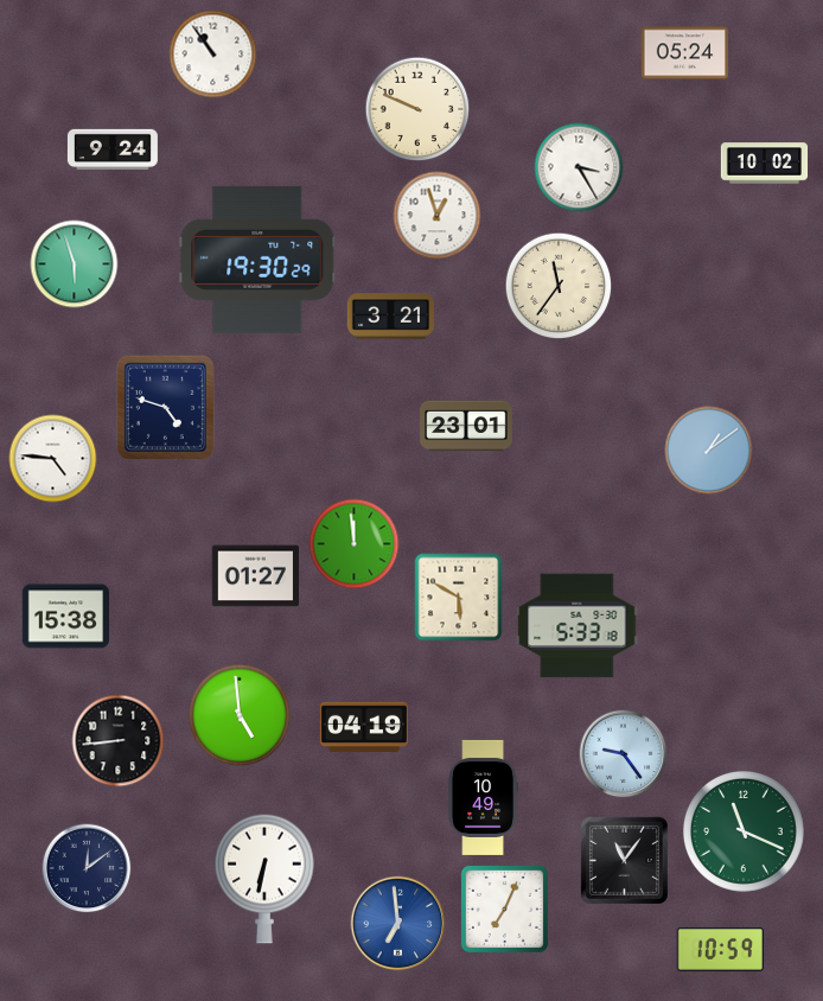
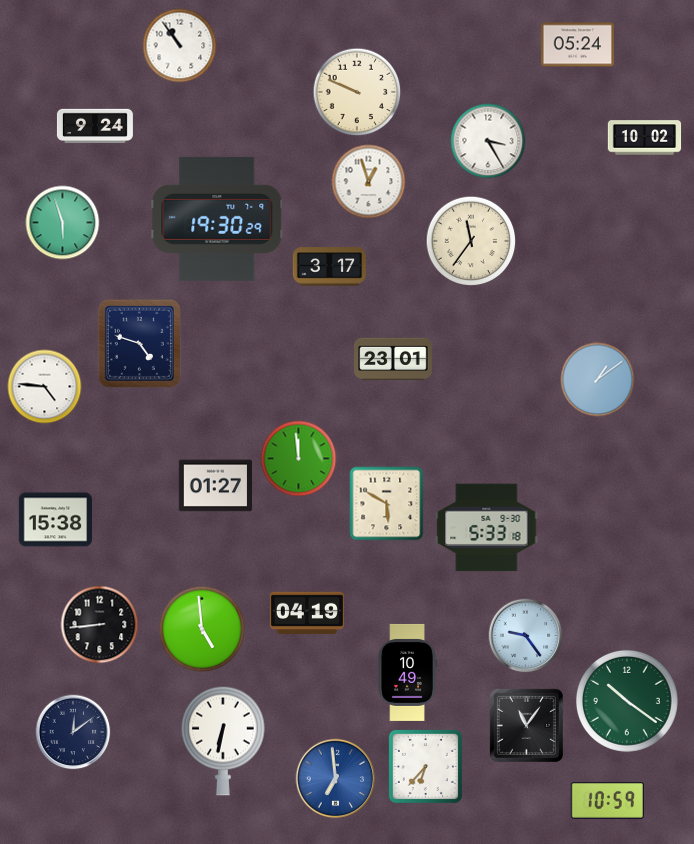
clock at (417, 109) position: (417, 109) -> (357, 92)
clock at (390, 317): 3:21 -> 3:17
clock at (240, 715) position: (240, 715) -> (202, 629)
clock at (744, 831): 11:19 -> 10:21
clock at (504, 908): 7:04 -> 6:37
